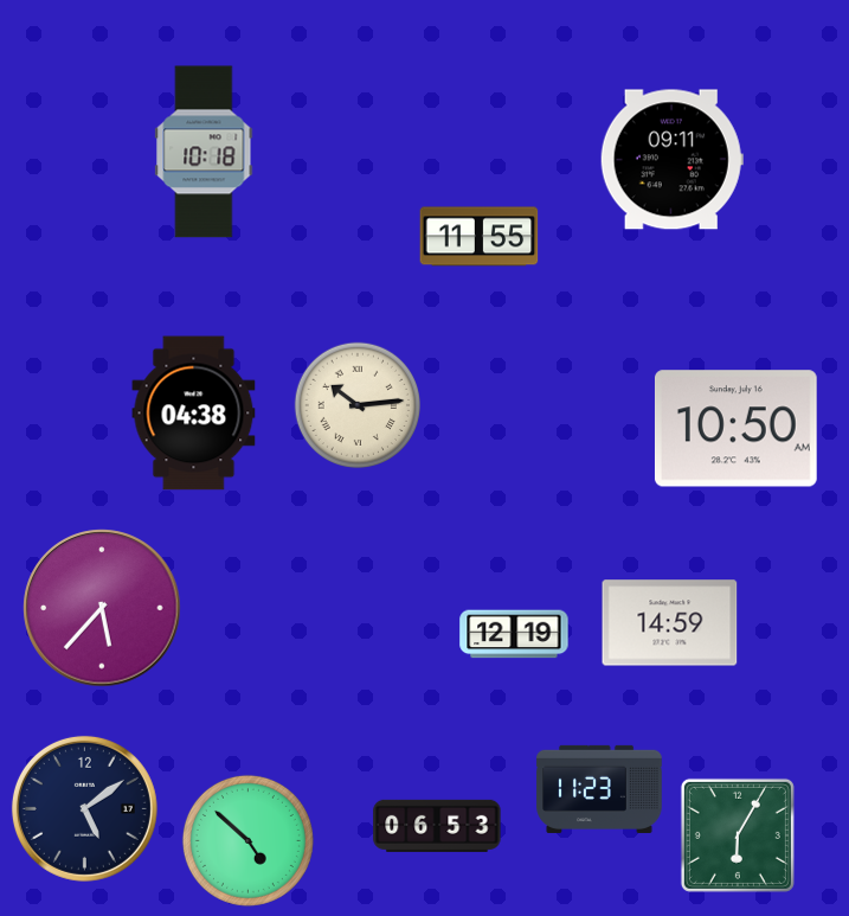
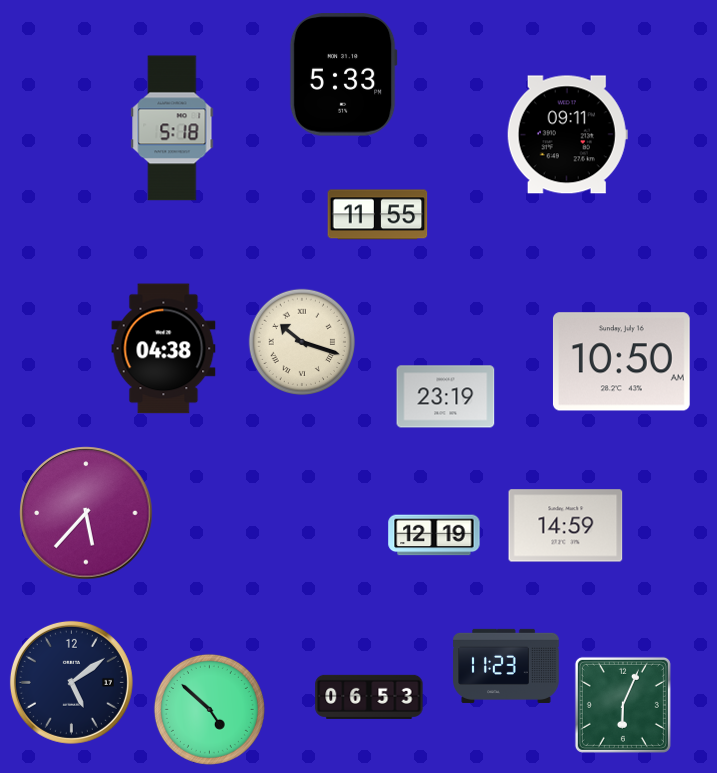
clock at (343, 75): none -> 5:33
clock at (204, 152): 10:18 -> 5:18
clock at (480, 237) position: (480, 237) -> (378, 215)
clock at (356, 404): 10:14 -> 10:18
clock at (446, 397): none -> 23:19
clock at (738, 835): 6:05 -> 6:04
